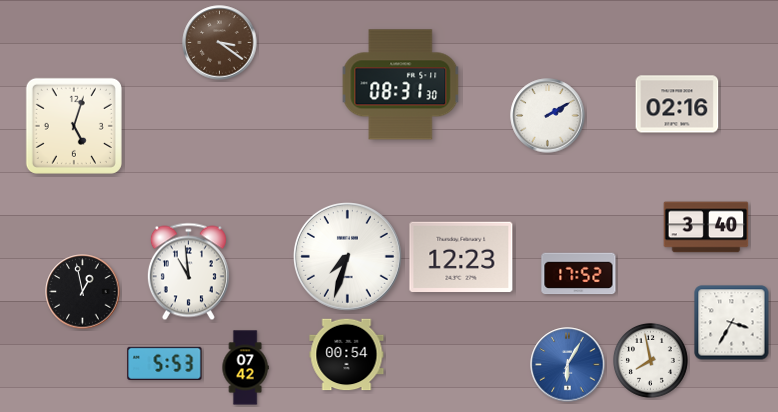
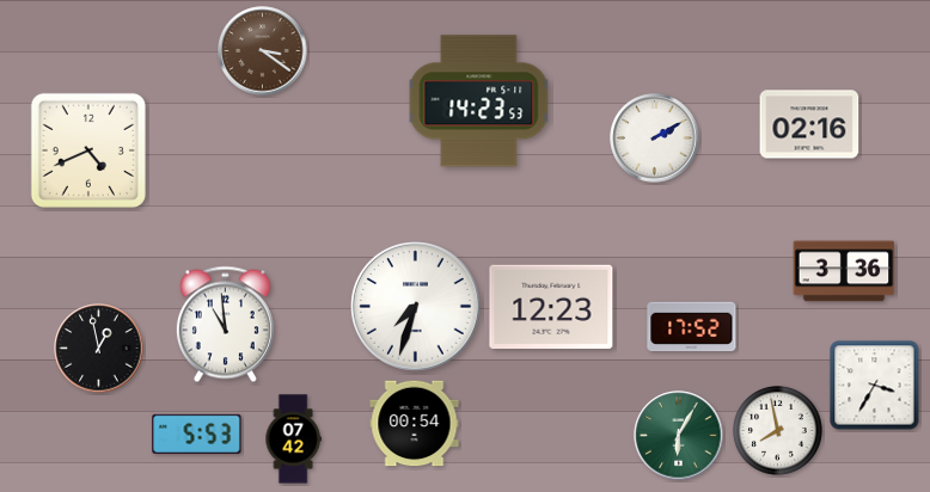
clock at (401, 85): 08:31 -> 14:23
clock at (74, 126): 5:03 -> 4:41
clock at (706, 227): 3:40 -> 3:36
clock at (568, 365) dial: blue -> green
